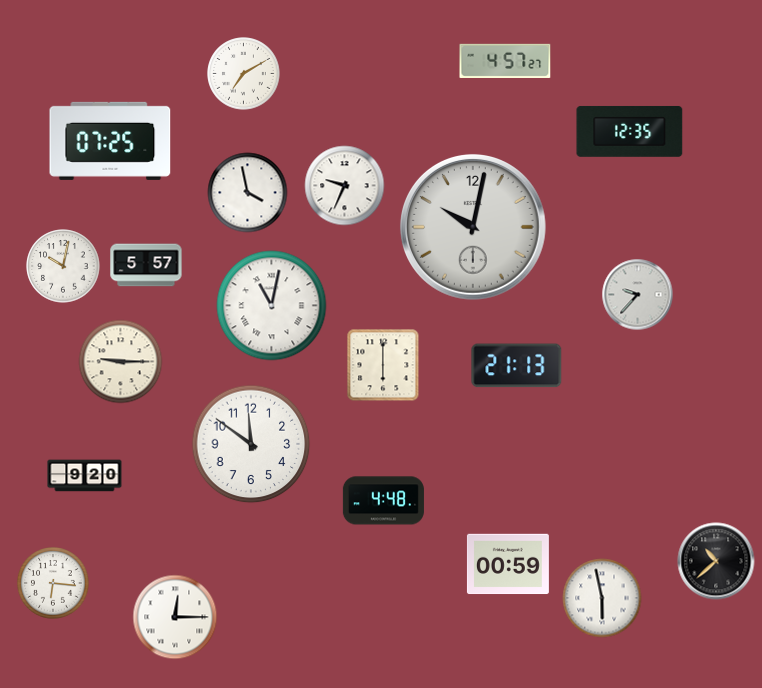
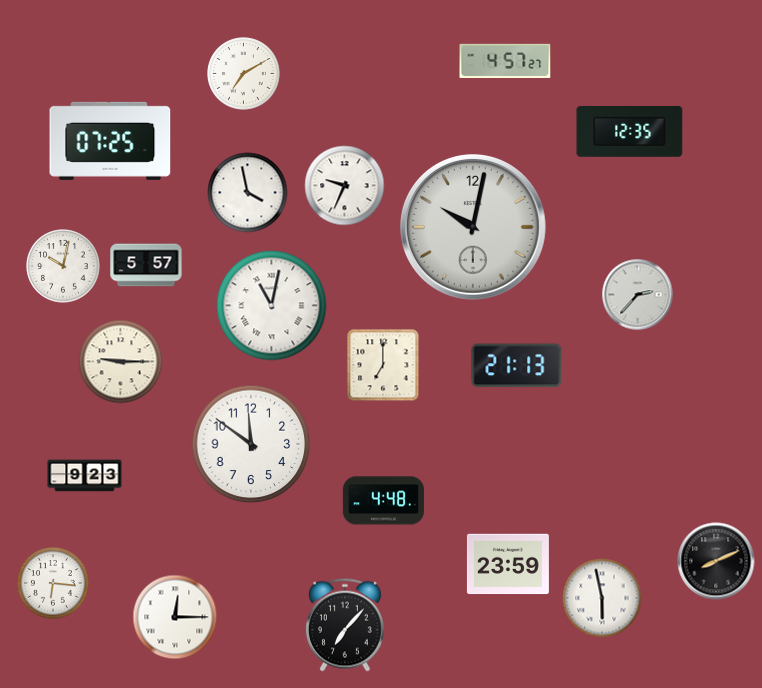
clock at (638, 295): 9:37 -> 2:37
clock at (383, 365): 6:00 -> 7:00
clock at (85, 476): 9:20 -> 9:23
clock at (716, 561): 10:38 -> 8:11
clock at (508, 564): 00:59 -> 23:59
clock at (345, 625): none -> 7:07
